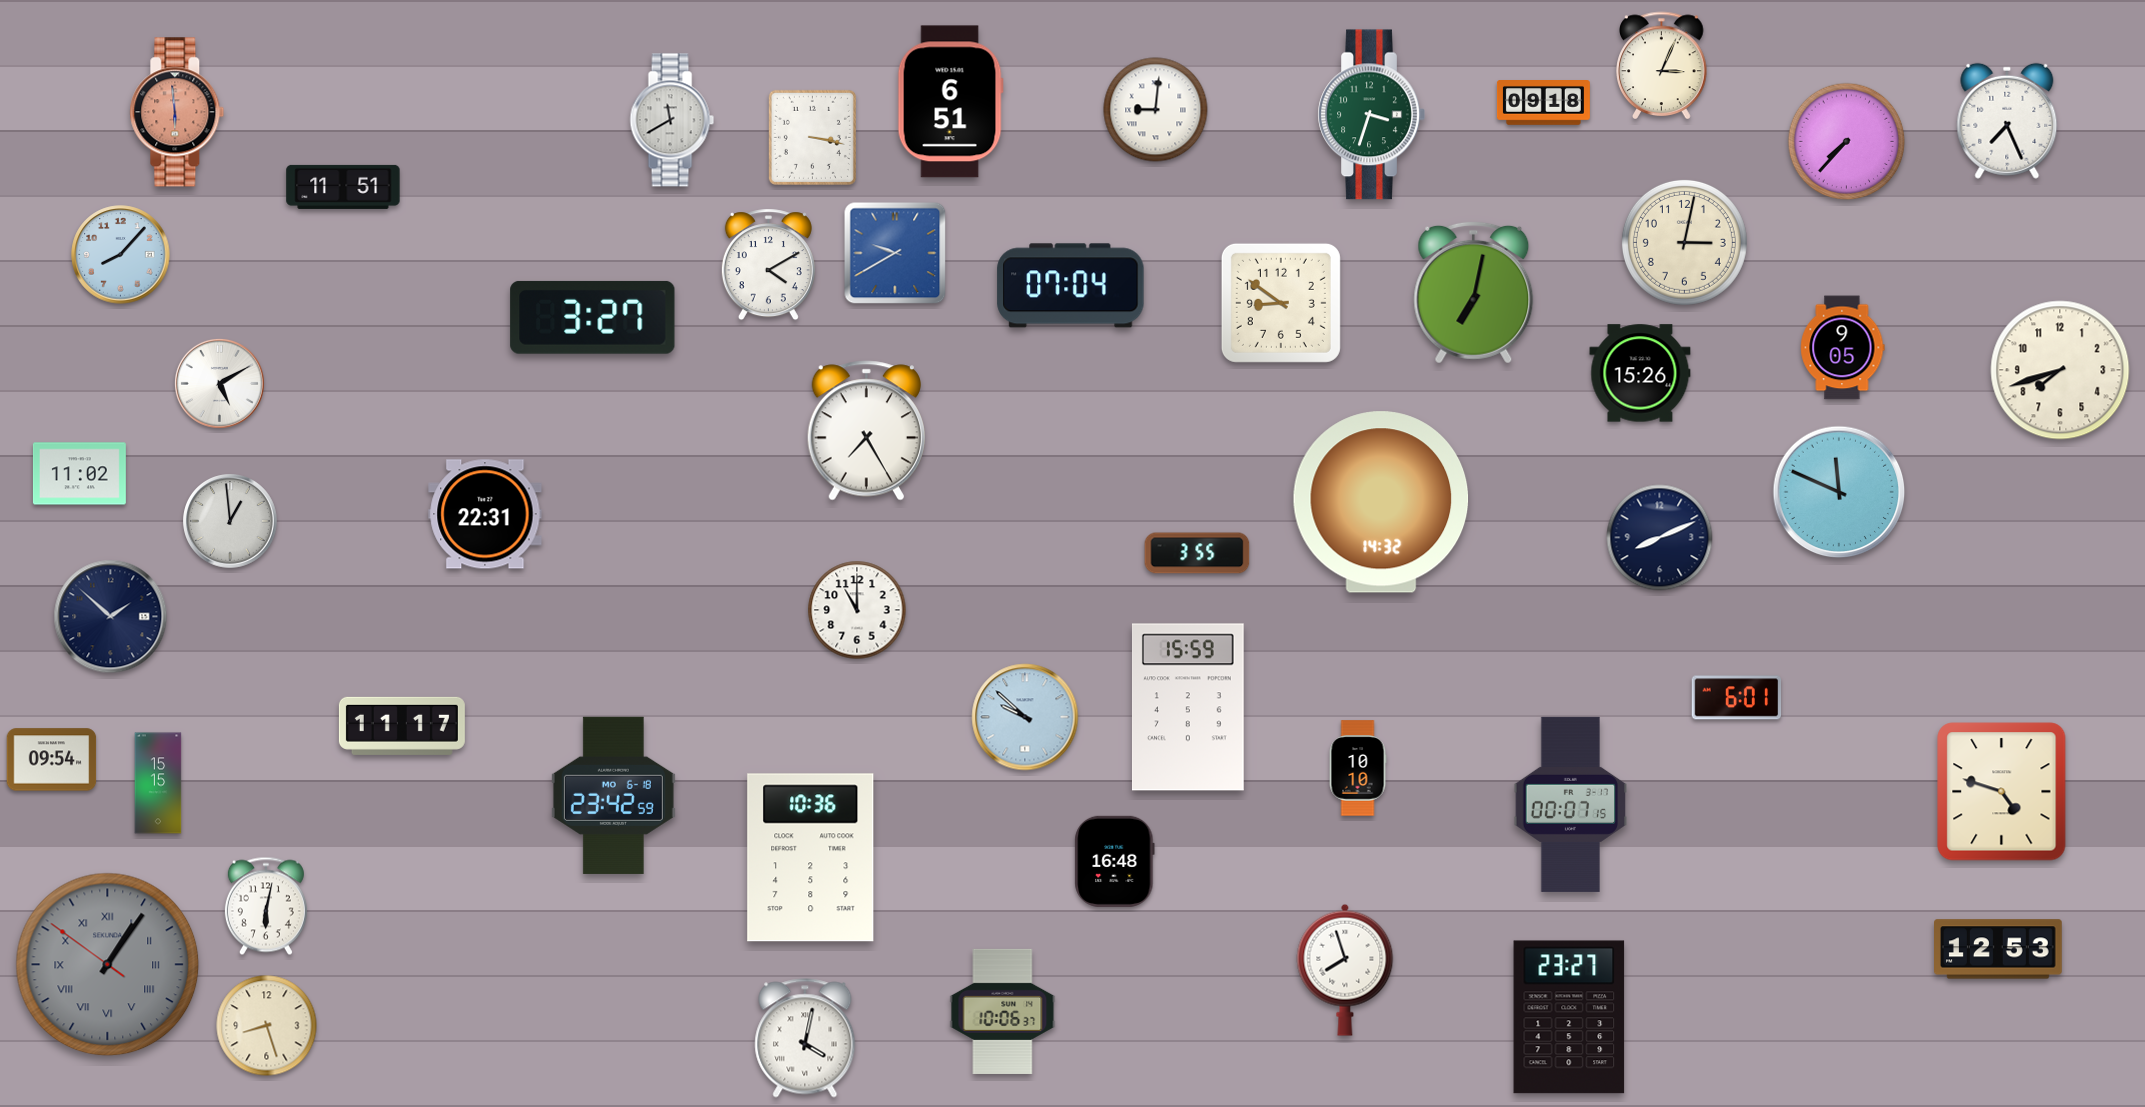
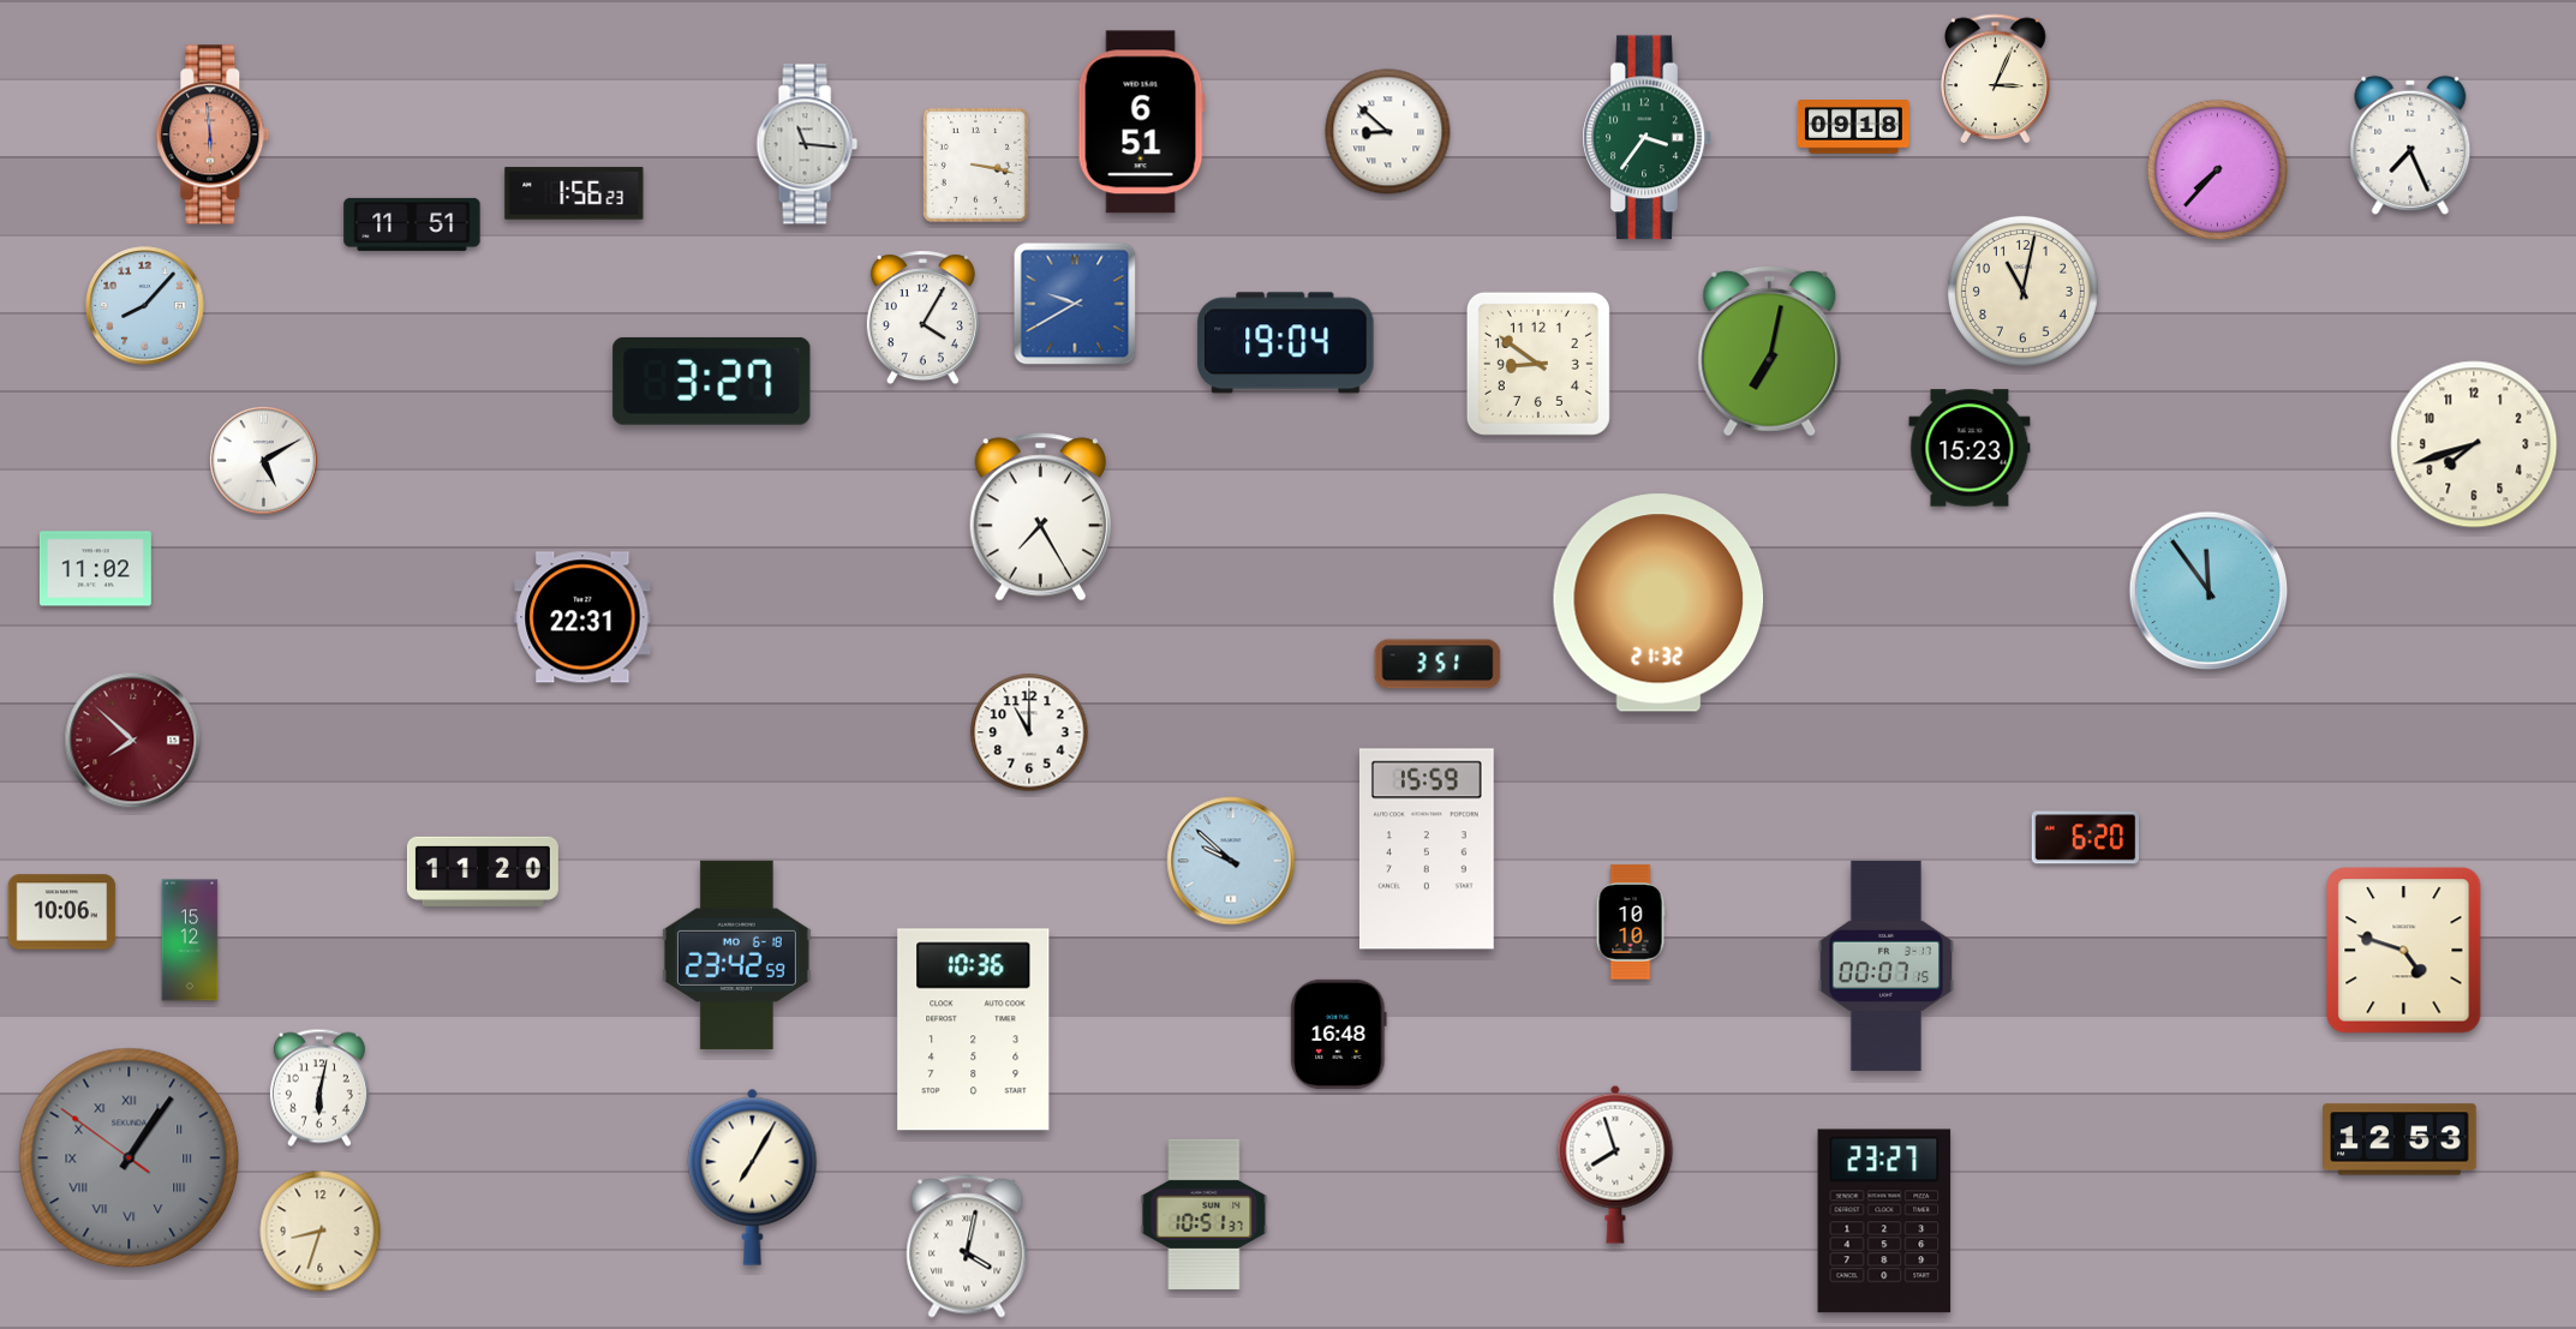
clock at (1543, 103) position: (1543, 103) -> (1853, 127)
clock at (1156, 110): 9:01 -> 8:52
clock at (1371, 115): 3:33 -> 3:36
clock at (672, 120): 11:40 -> 11:16
clock at (574, 193): none -> 1:56
clock at (1684, 242): 3:02 -> 11:02
clock at (768, 265): 4:10 -> 4:05
clock at (1071, 286): 07:04 -> 19:04
clock at (1843, 348): 9:05 -> none
clock at (1640, 373): 15:26 -> 15:23
clock at (1839, 492): 11:49 -> 11:54
clock at (1381, 502): 14:32 -> 21:32
clock at (230, 521): 12:59 -> none
clock at (1660, 538): 8:11 -> none
clock at (1197, 553): 3:55 -> 3:51
clock at (111, 617): 1:52 -> 7:52
clock at (111, 617) dial: navy -> burgundy
clock at (1737, 698): 6:01 -> 6:20
clock at (402, 726): 11:17 -> 11:20
clock at (52, 760): 09:54 -> 10:06
clock at (158, 783): 15:15 -> 15:12
clock at (753, 1177): none -> 7:05
clock at (1003, 1011): 10:06 -> 10:51
clock at (267, 1026): 8:27 -> 8:33
